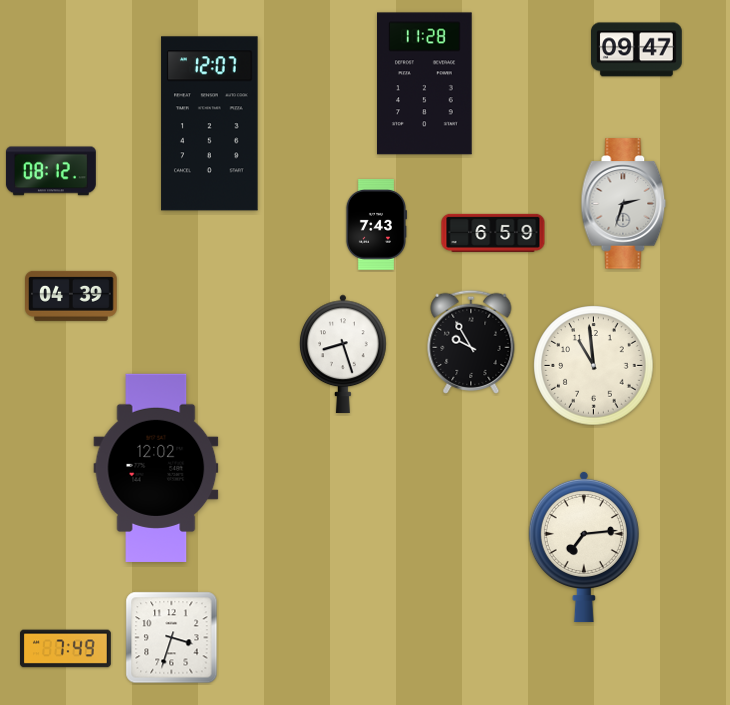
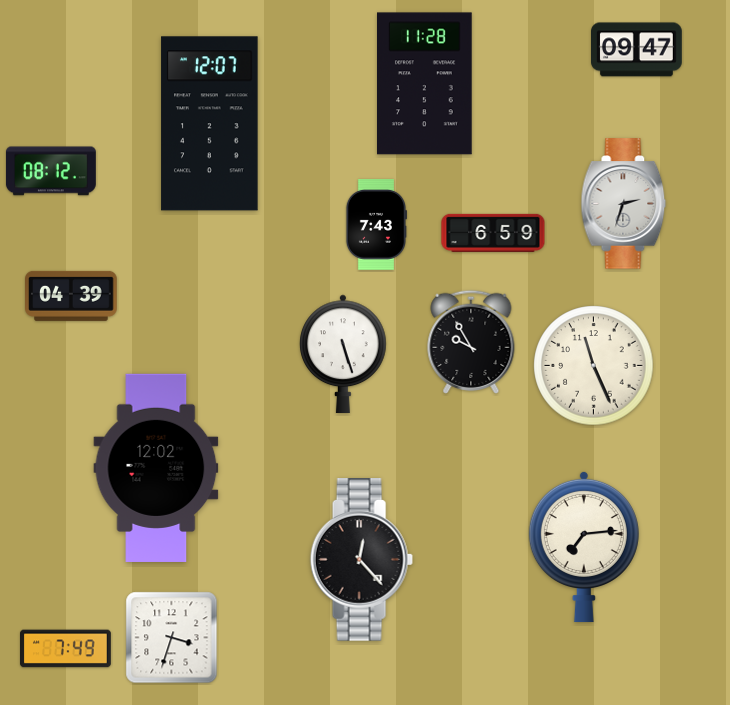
clock at (343, 353): 8:27 -> 5:27
clock at (594, 366): 10:59 -> 11:26
clock at (361, 560): none -> 12:23
